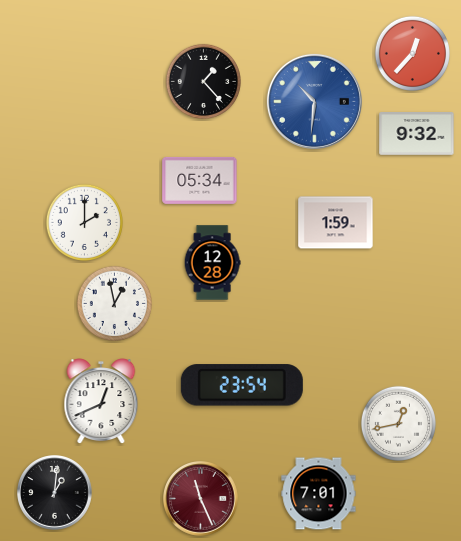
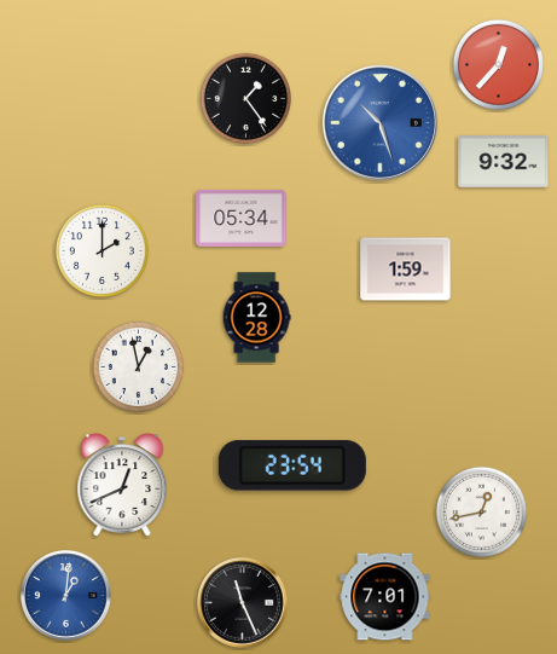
clock at (203, 81): 1:23 -> 1:24
clock at (314, 101): 10:31 -> 10:27
clock at (84, 222) position: (84, 222) -> (101, 250)
clock at (55, 493) dial: black -> blue
clock at (201, 499) dial: burgundy -> black
